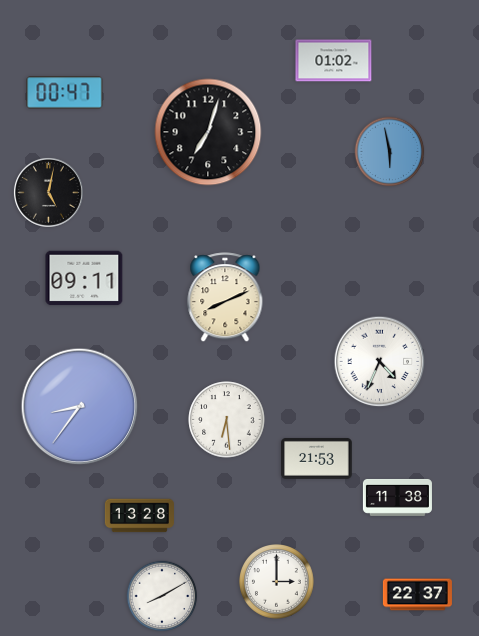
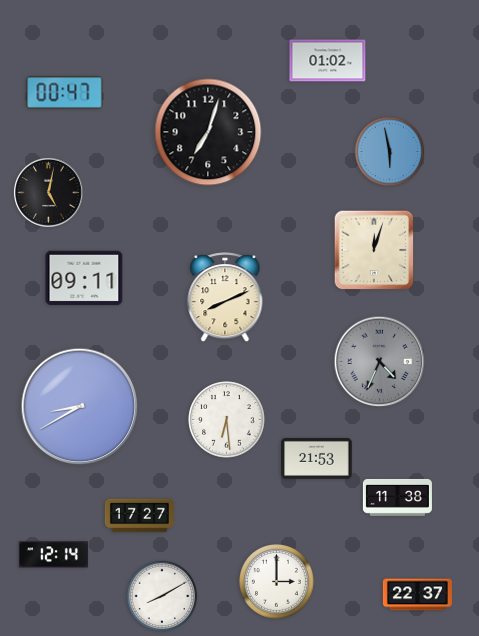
clock at (334, 61) position: (334, 61) -> (328, 61)
clock at (374, 250): none -> 12:03
clock at (380, 362) dial: white -> grey
clock at (80, 407): 8:36 -> 8:40
clock at (139, 516): 13:28 -> 17:27
clock at (53, 555): none -> 12:14
